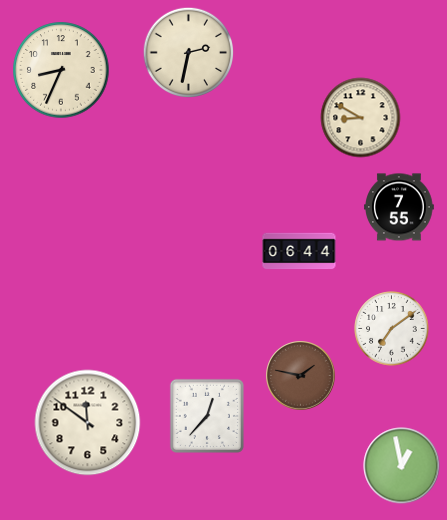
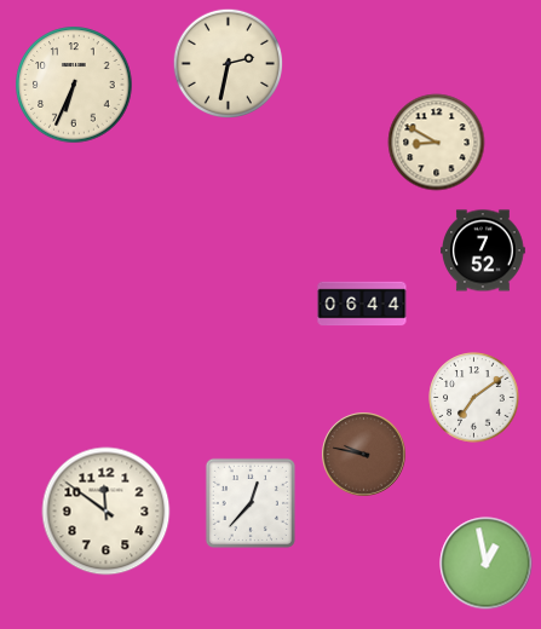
clock at (61, 70): 8:34 -> 6:34
clock at (400, 207): 7:55 -> 7:52
clock at (301, 376): 1:47 -> 9:47
